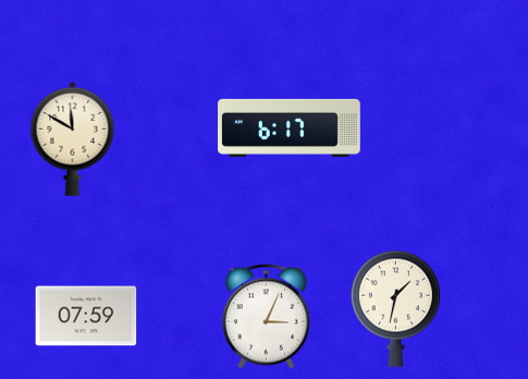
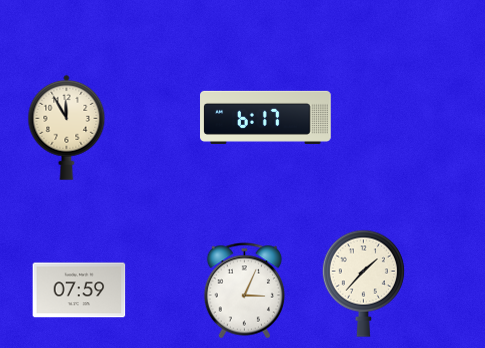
clock at (73, 138): 11:50 -> 11:55
clock at (395, 308): 1:32 -> 1:37
